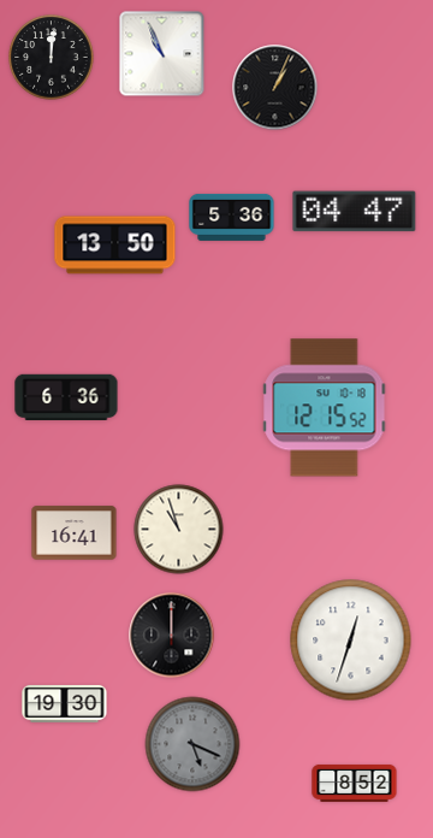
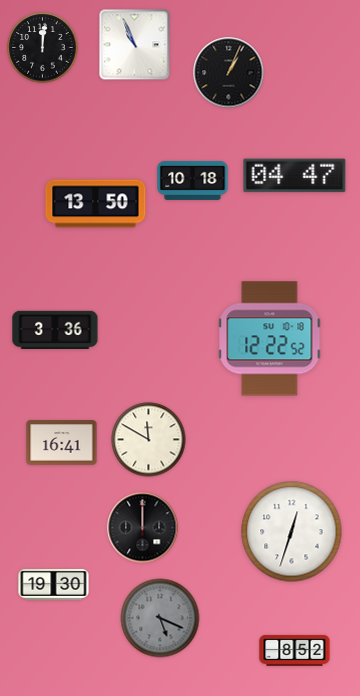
clock at (232, 217): 5:36 -> 10:18
clock at (66, 397): 6:36 -> 3:36
clock at (325, 408): 12:15 -> 12:22
clock at (179, 530): 10:57 -> 11:50
